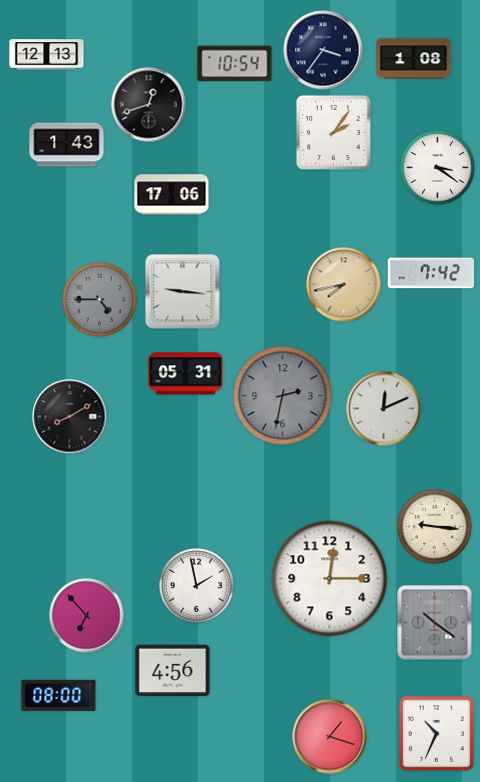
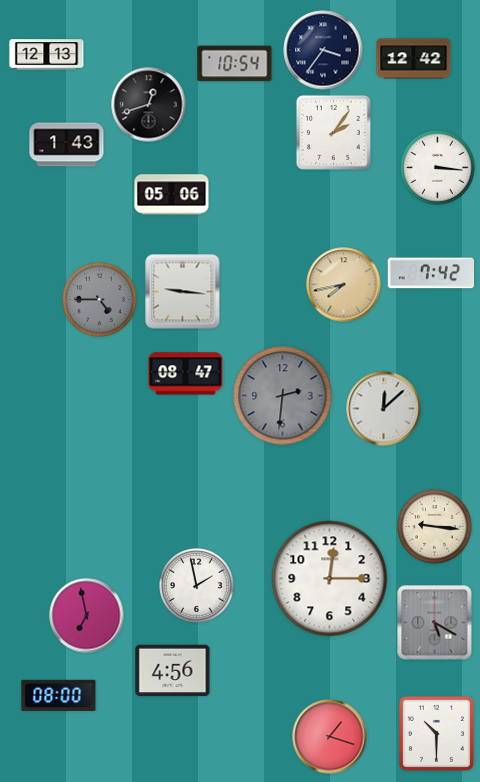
clock at (414, 59): 1:08 -> 12:42
clock at (438, 168): 3:21 -> 3:16
clock at (172, 195): 17:06 -> 05:06
clock at (186, 374): 05:31 -> 08:47
clock at (283, 396): 2:32 -> 2:31
clock at (384, 409): 12:11 -> 12:08
clock at (70, 417): 8:10 -> none
clock at (87, 616): 6:53 -> 6:58
clock at (435, 623): 10:21 -> 5:20
clock at (436, 733): 10:34 -> 10:30
